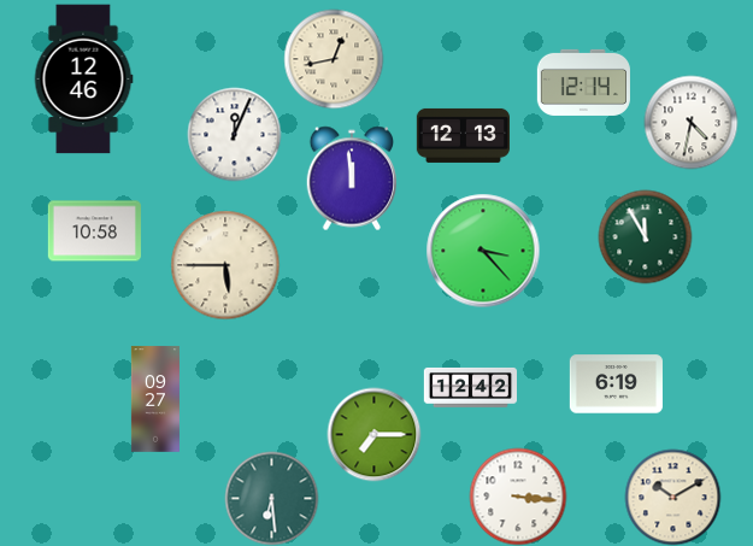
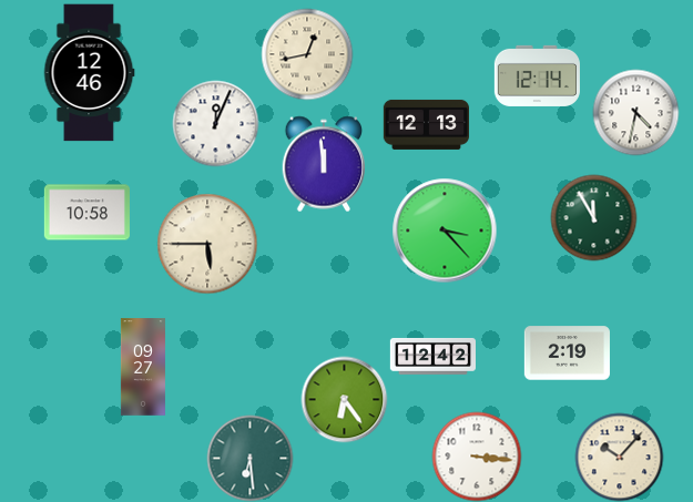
clock at (83, 80) position: (83, 80) -> (89, 73)
clock at (616, 384): 6:19 -> 2:19
clock at (373, 434): 7:15 -> 6:24
clock at (672, 497): 10:10 -> 10:07
